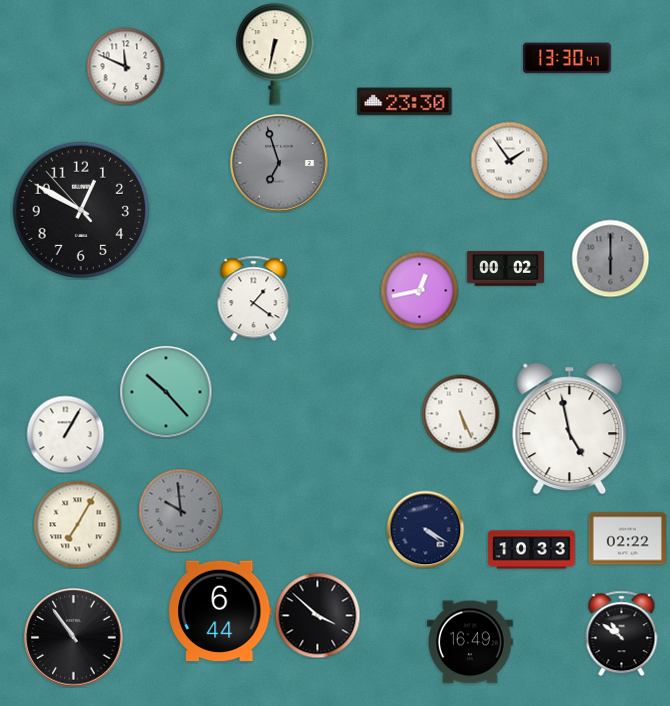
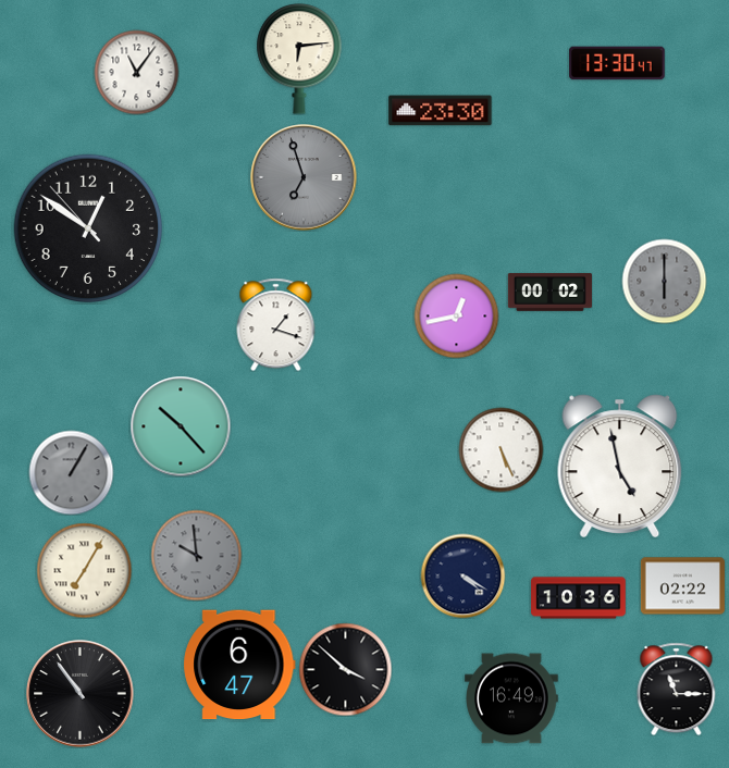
clock at (275, 54): 6:32 -> 6:14
clock at (125, 66): 11:49 -> 11:06
clock at (509, 160): 1:54 -> none
clock at (81, 210): 12:49 -> 12:50
clock at (254, 298): 1:21 -> 1:18
clock at (65, 434) dial: white -> grey
clock at (532, 550): 10:33 -> 10:36
clock at (220, 611): 6:44 -> 6:47
clock at (622, 633): 10:51 -> 11:15
